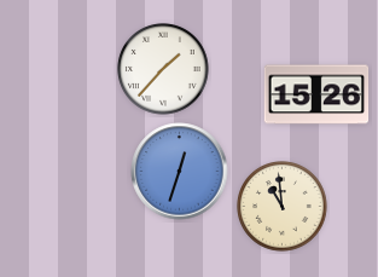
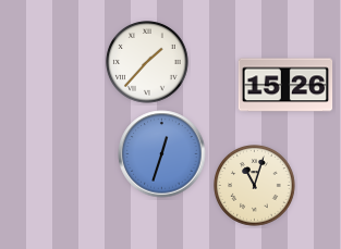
clock at (283, 207): 10:59 -> 11:03
